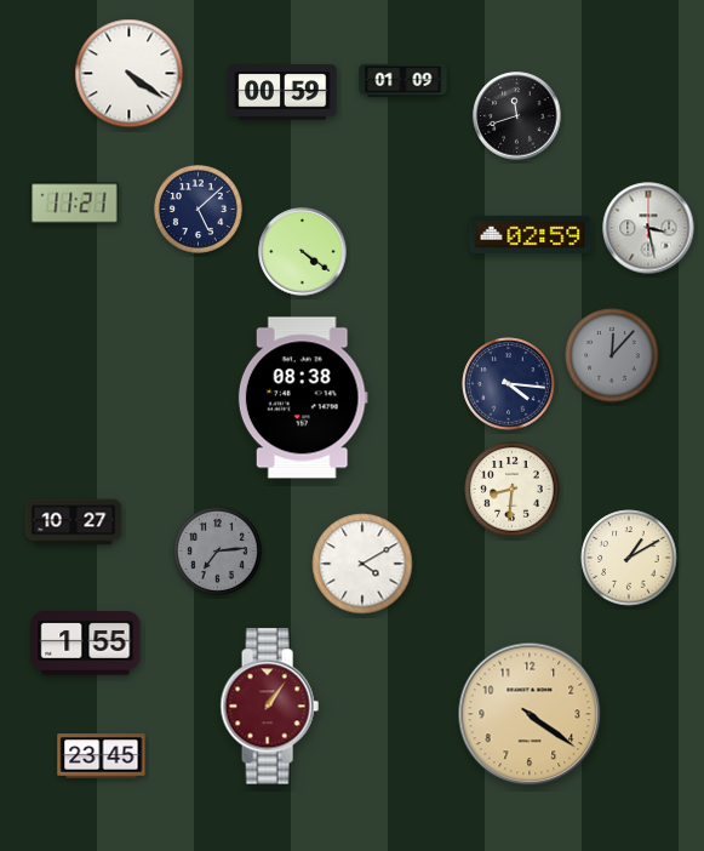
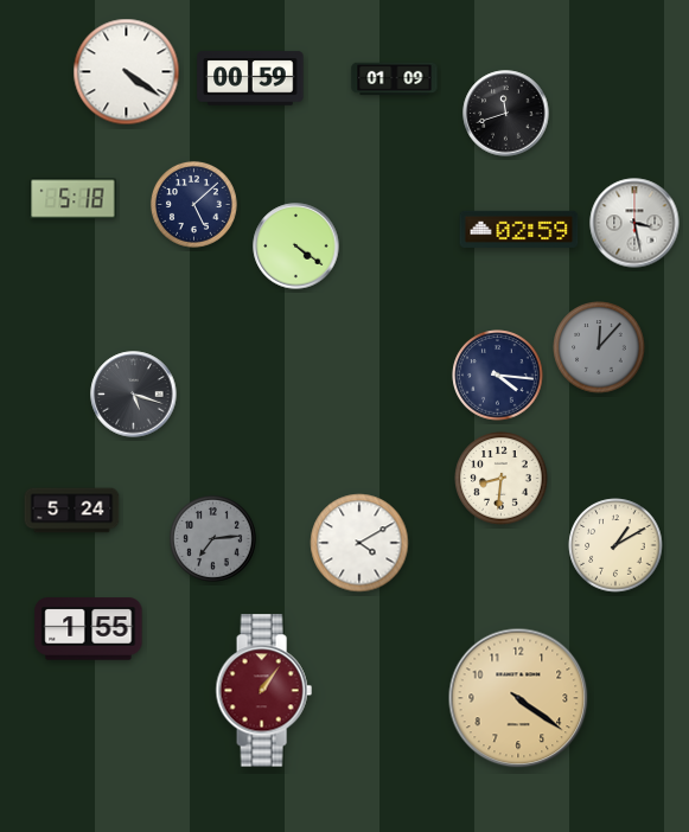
clock at (282, 92) position: (282, 92) -> (250, 78)
clock at (75, 204): 11:21 -> 5:18
clock at (303, 398): 08:38 -> none
clock at (134, 395): none -> 5:18
clock at (74, 522): 10:27 -> 5:24
clock at (362, 564) position: (362, 564) -> (359, 543)
clock at (86, 644) position: (86, 644) -> (89, 629)
clock at (102, 756): 23:45 -> none
